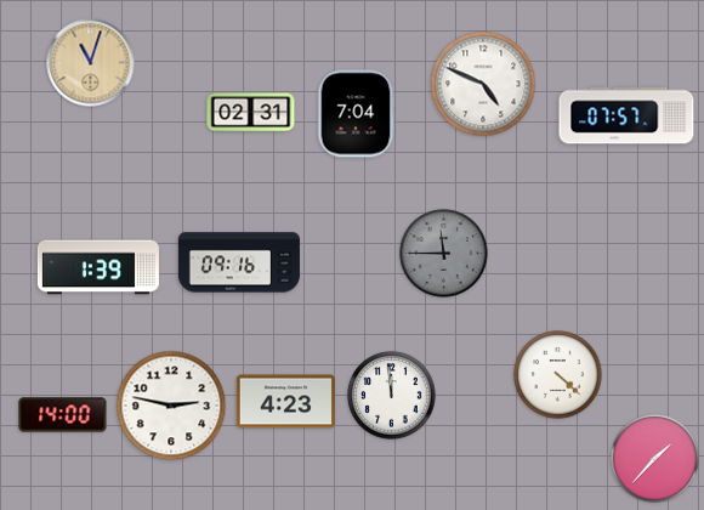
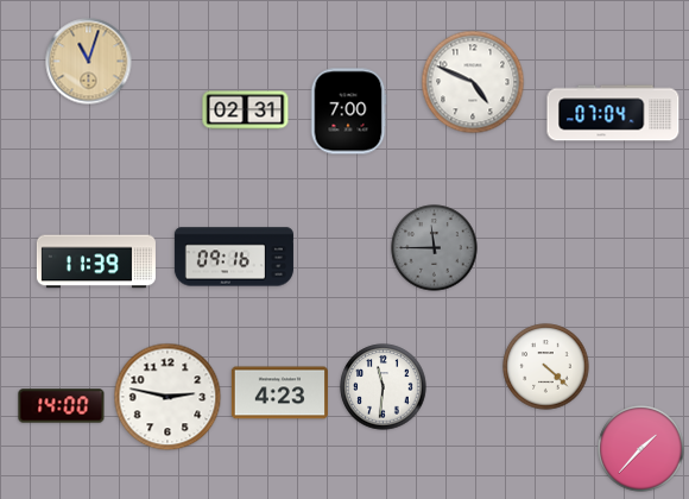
clock at (356, 114): 7:04 -> 7:00
clock at (626, 115): 07:57 -> 07:04
clock at (98, 267): 1:39 -> 11:39
clock at (392, 396): 11:59 -> 11:31
